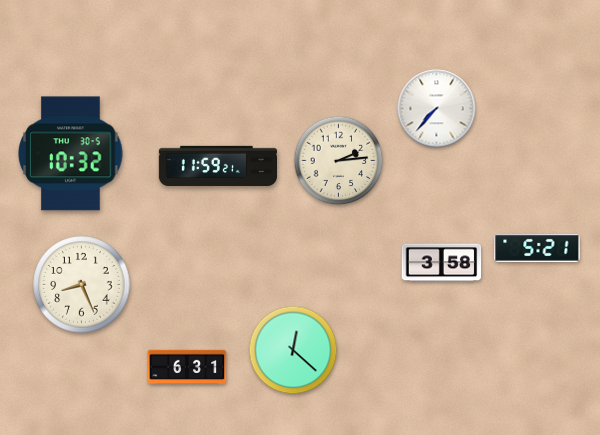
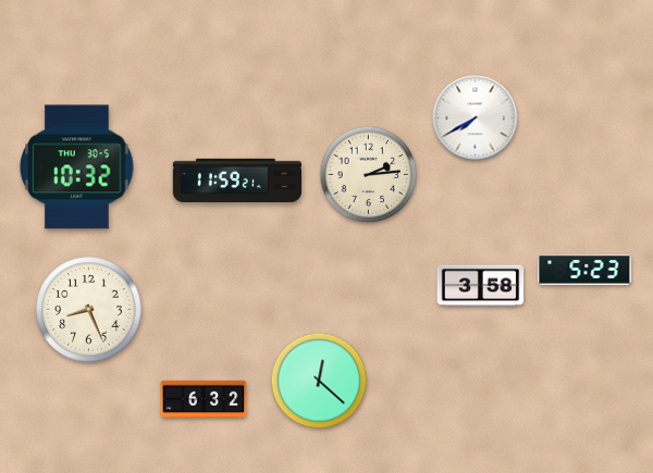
clock at (437, 109): 7:37 -> 7:40
clock at (537, 248): 5:21 -> 5:23
clock at (187, 367): 6:31 -> 6:32
